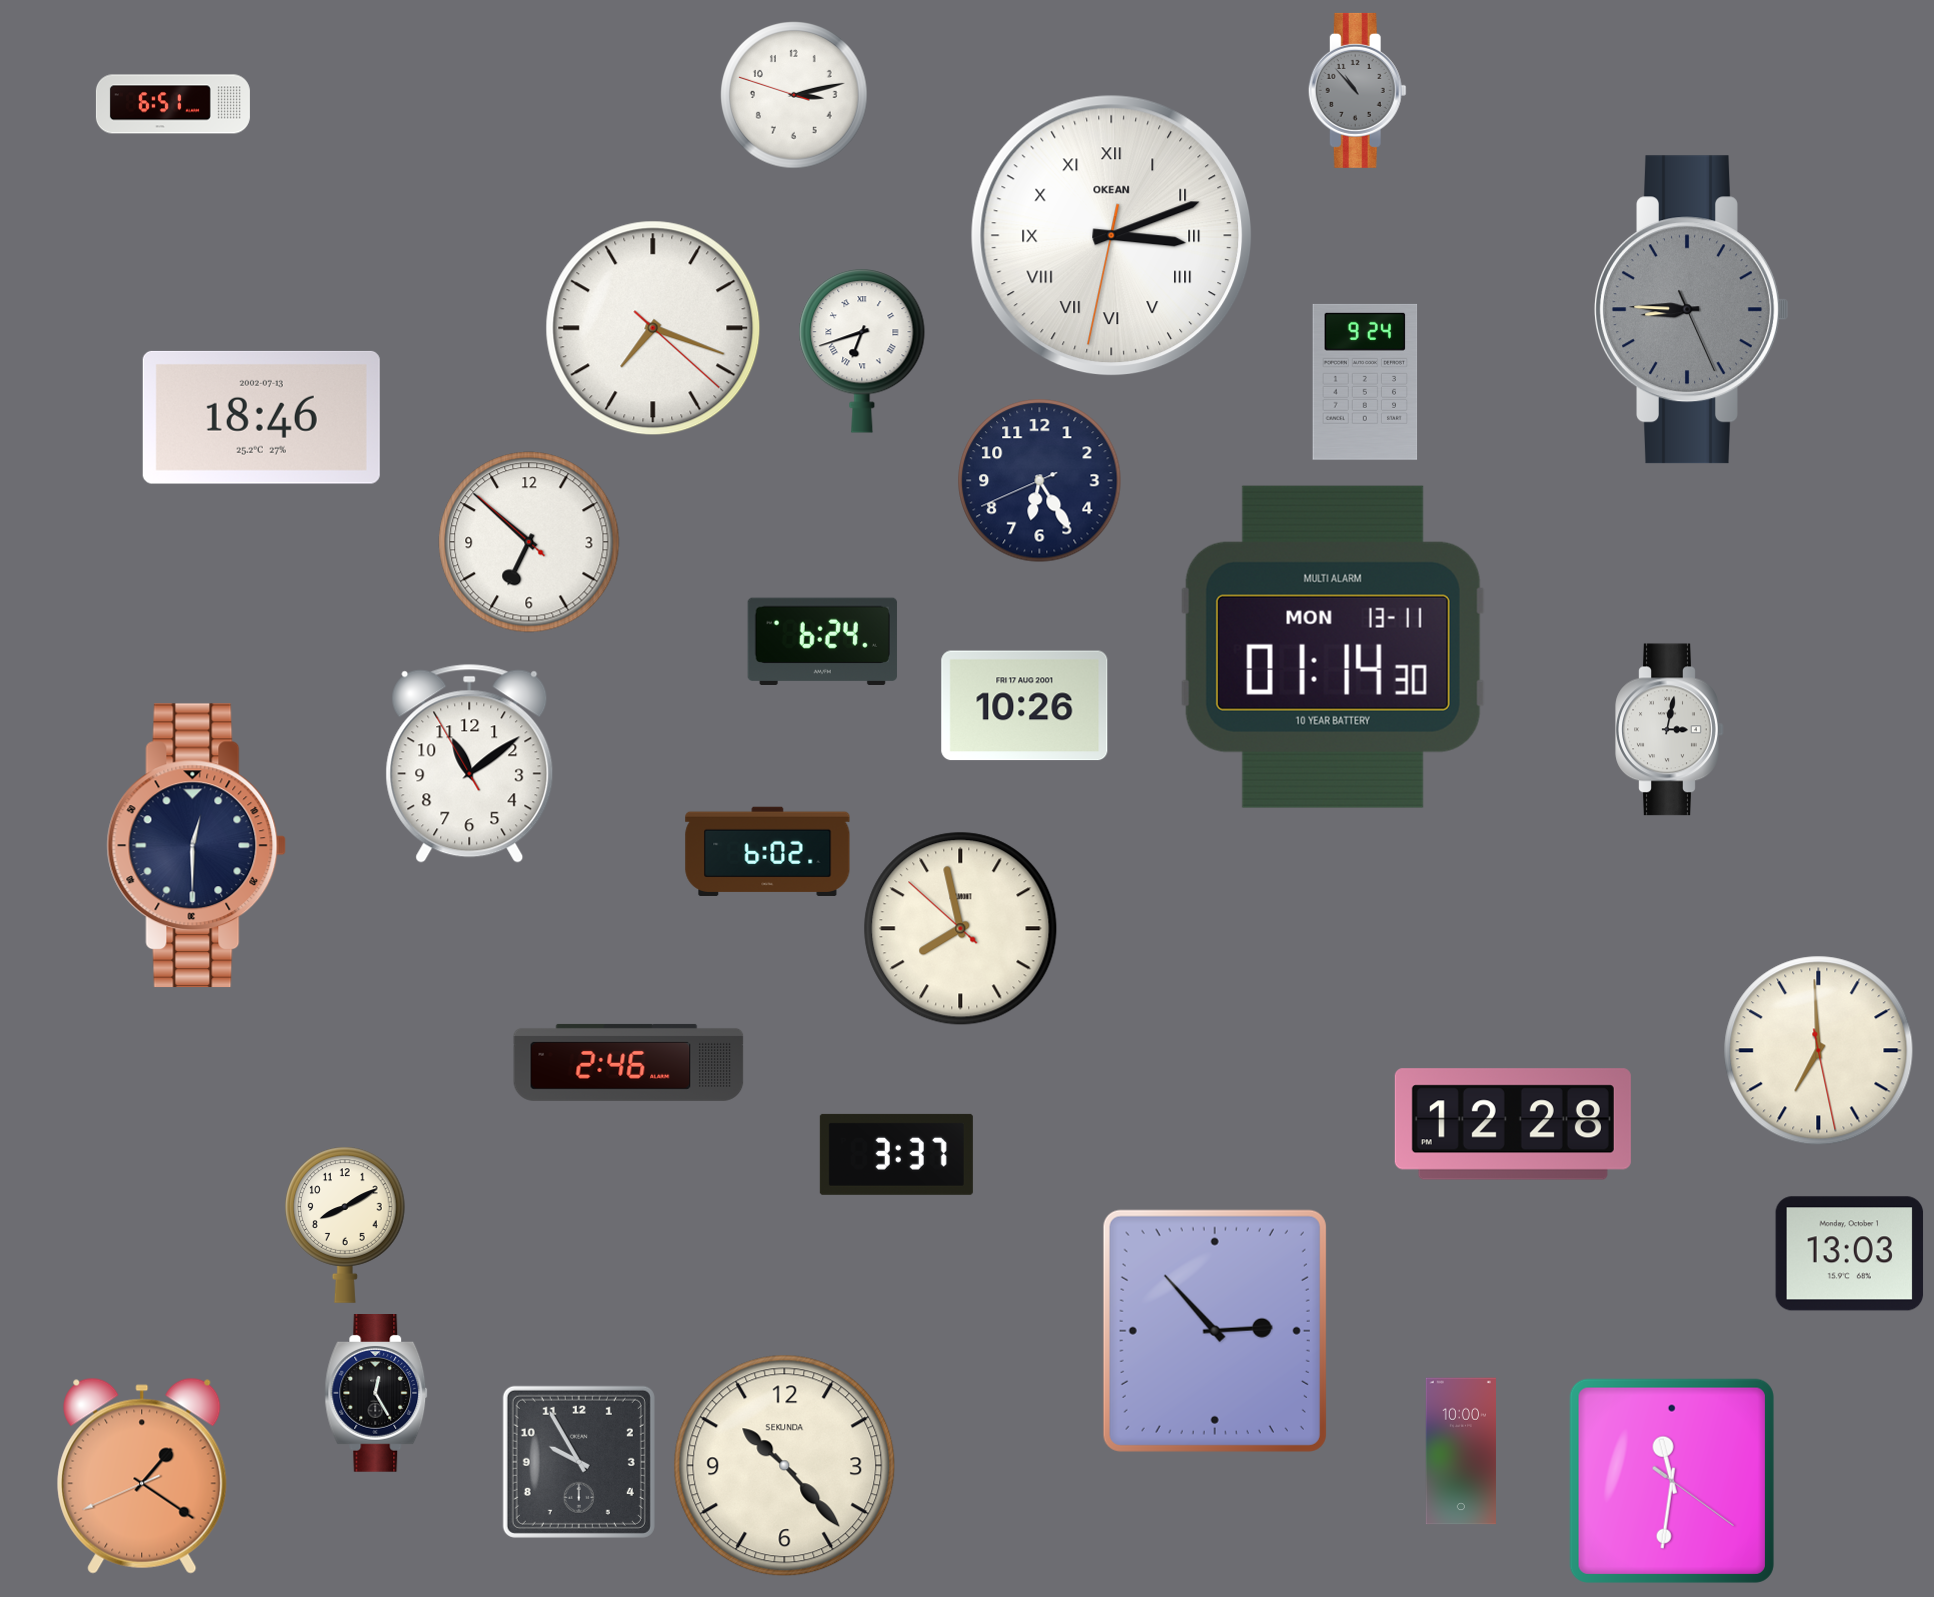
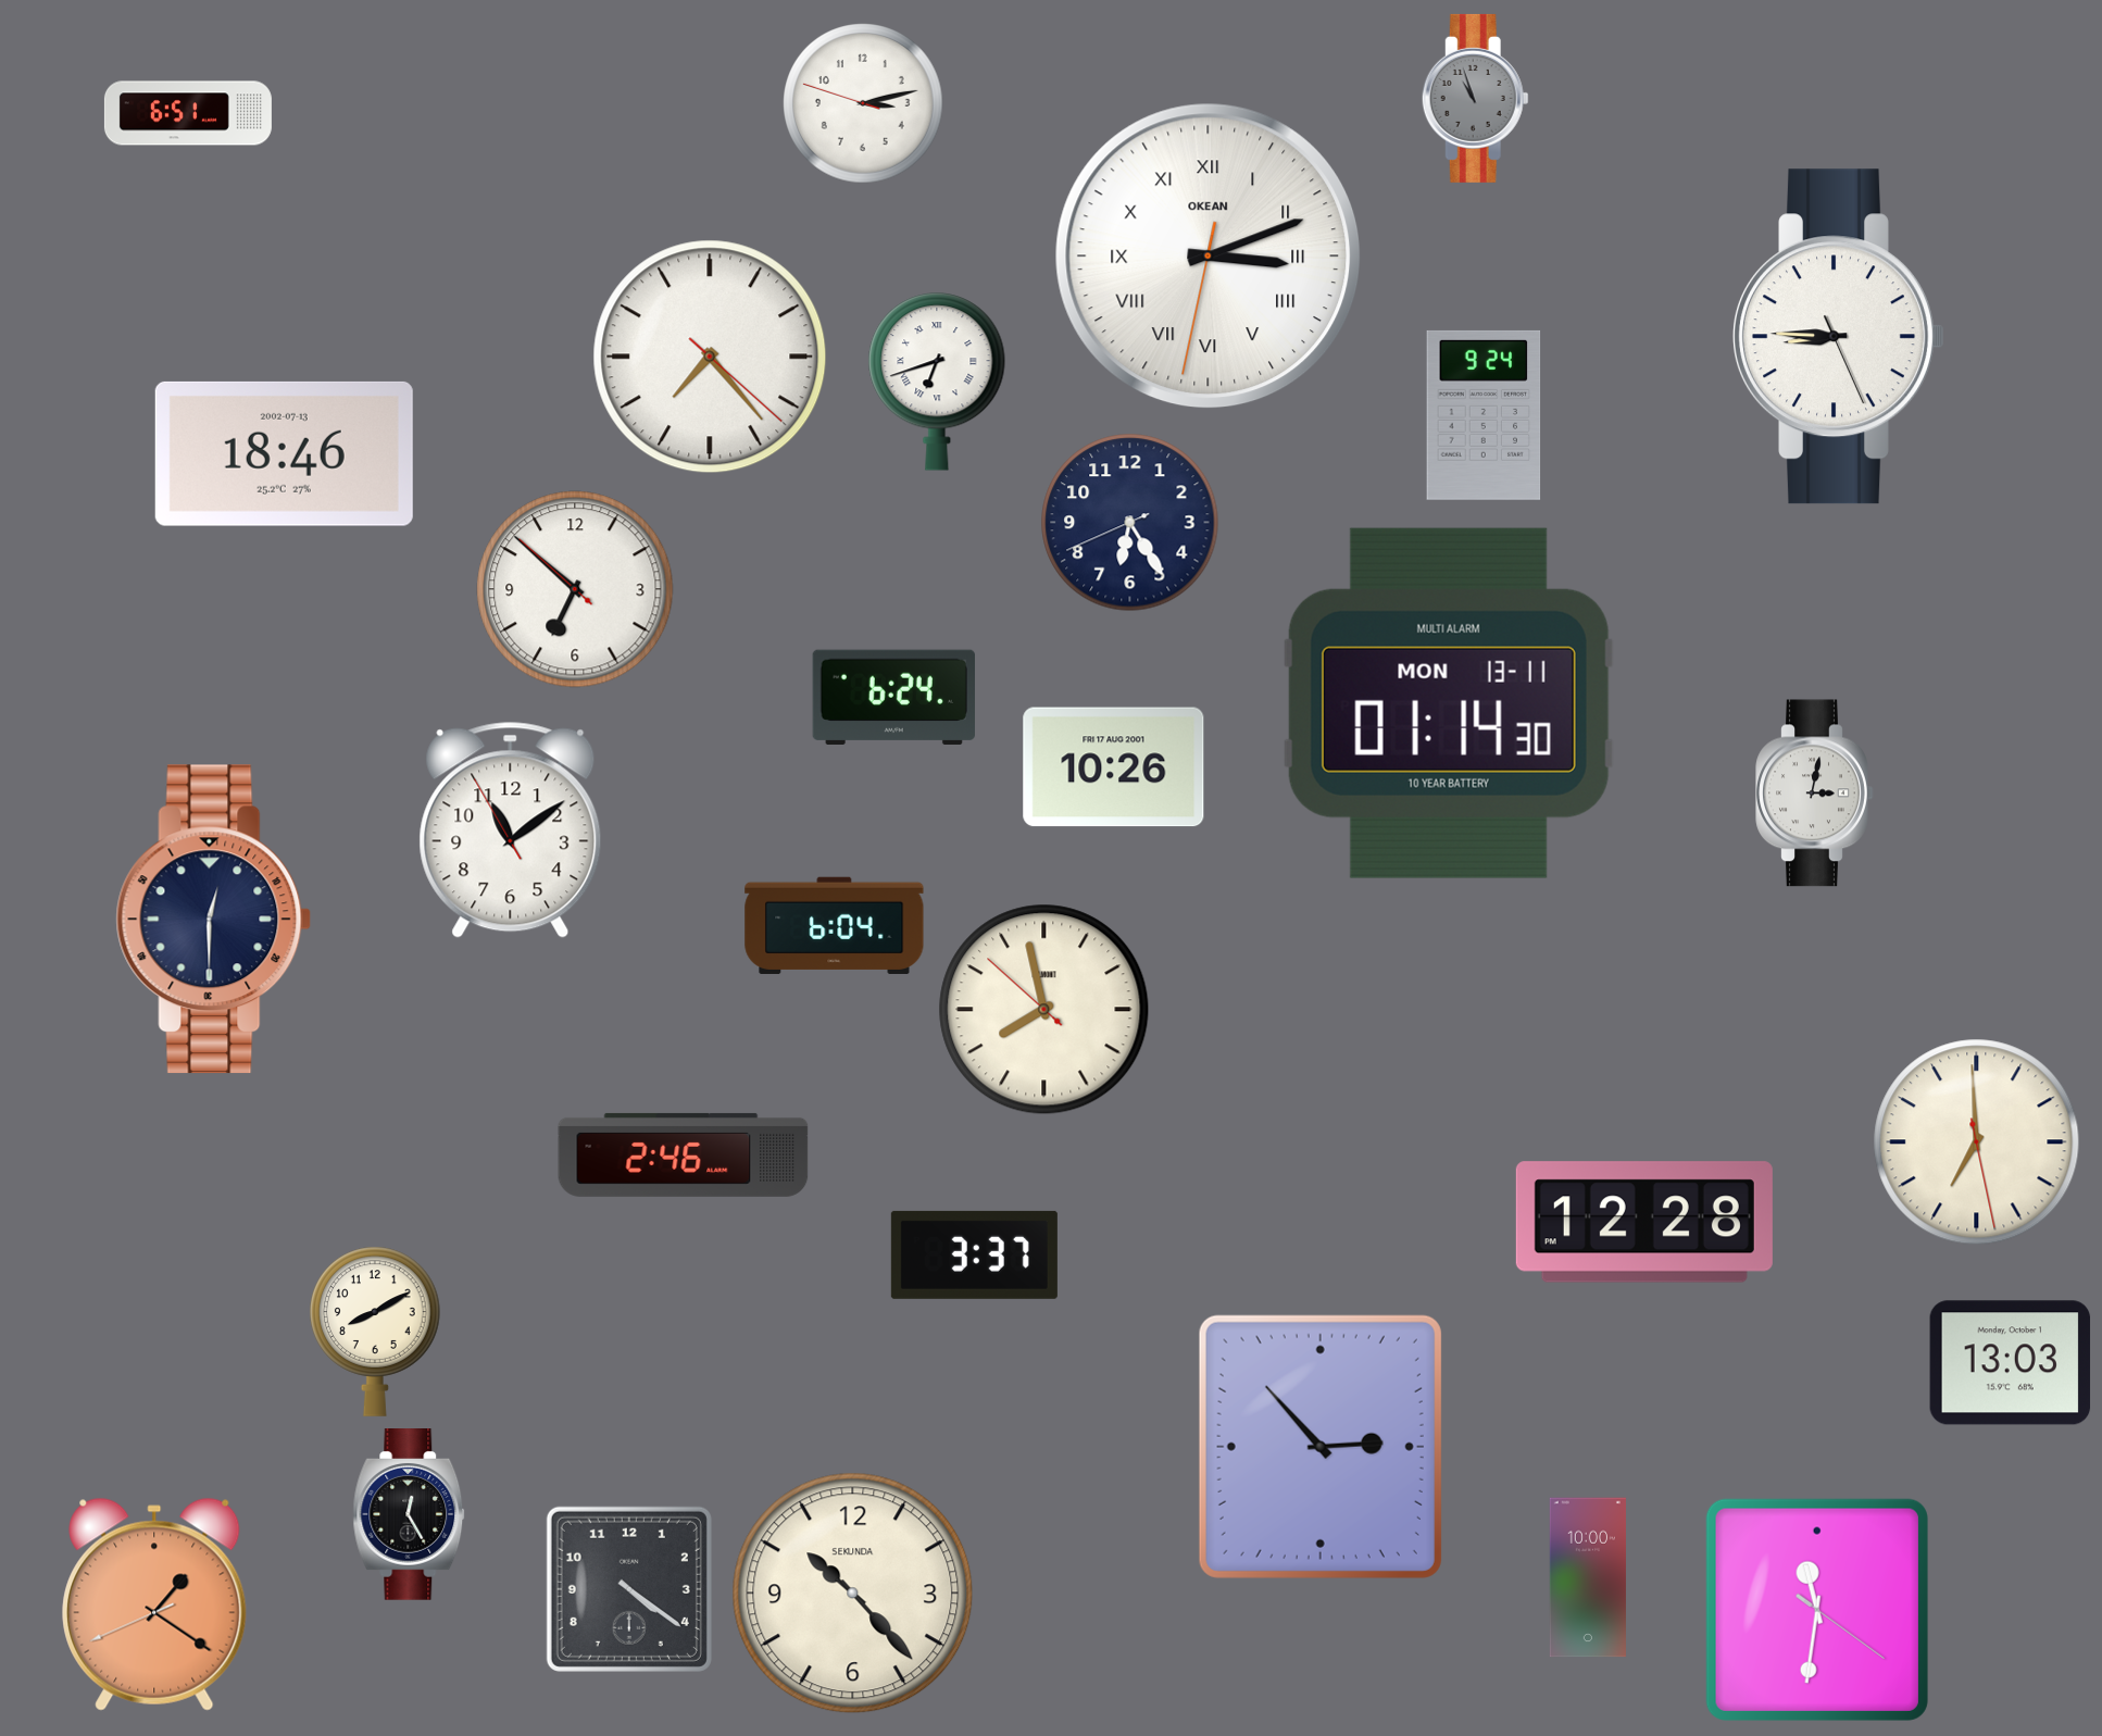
clock at (1357, 90): 10:53 -> 10:57
clock at (1692, 310) dial: grey -> white
clock at (653, 328): 7:18 -> 7:23
clock at (768, 851): 6:02 -> 6:04
clock at (579, 1462): 9:55 -> 4:21
